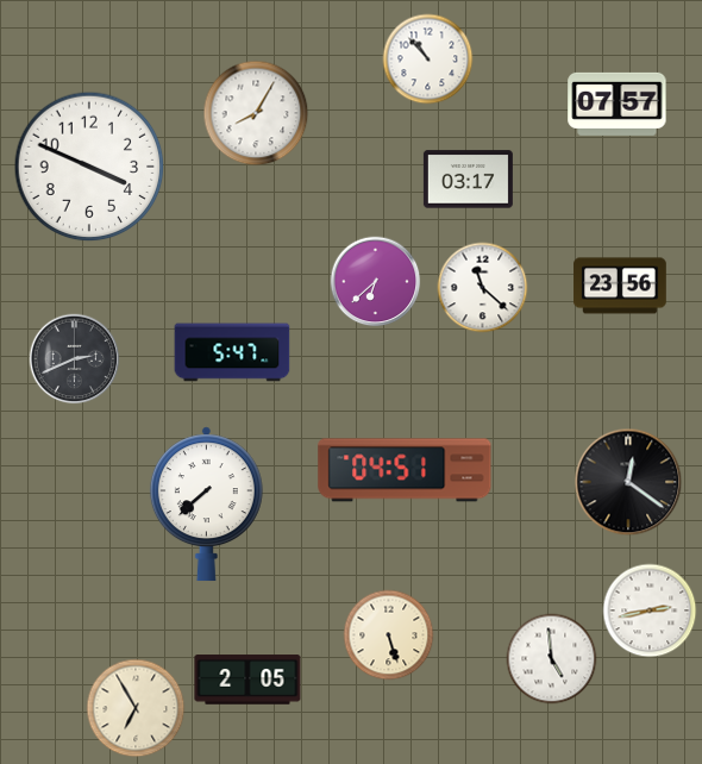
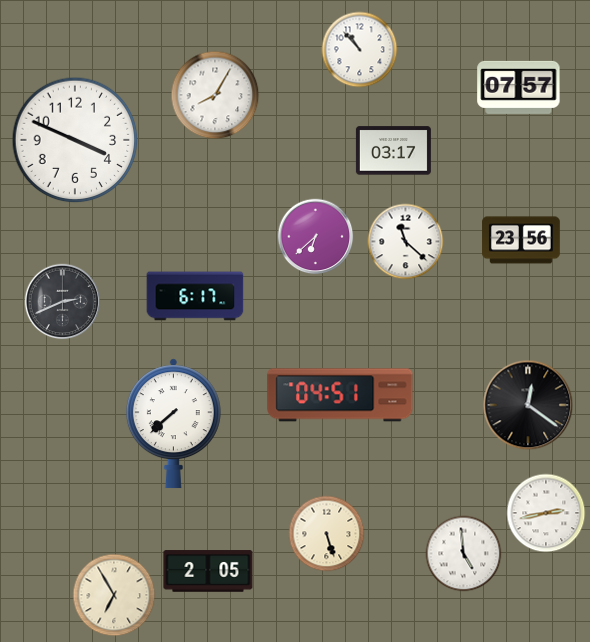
clock at (232, 352): 5:47 -> 6:17
